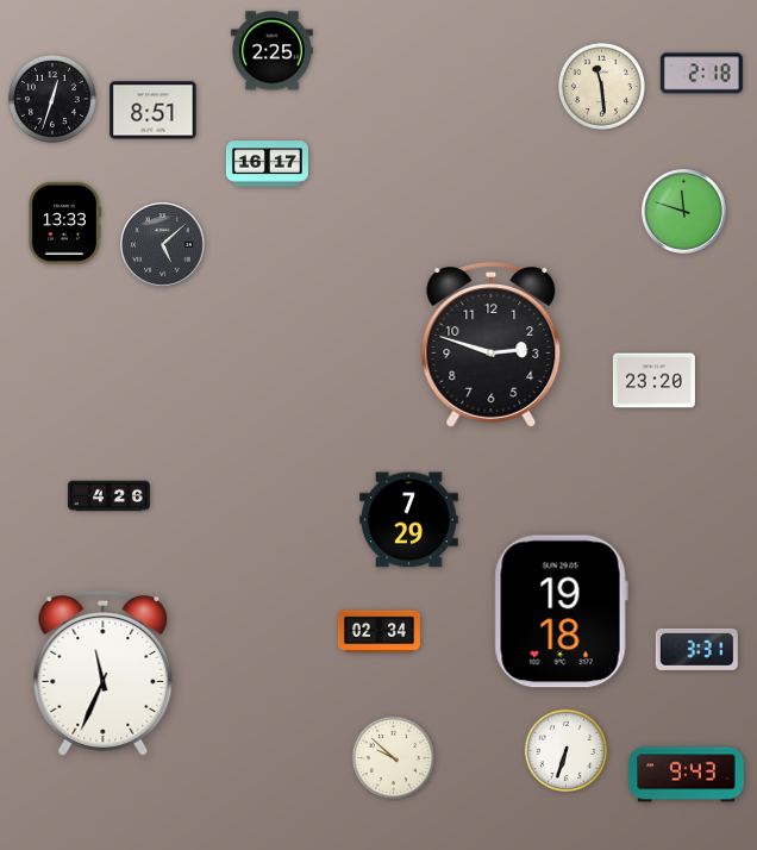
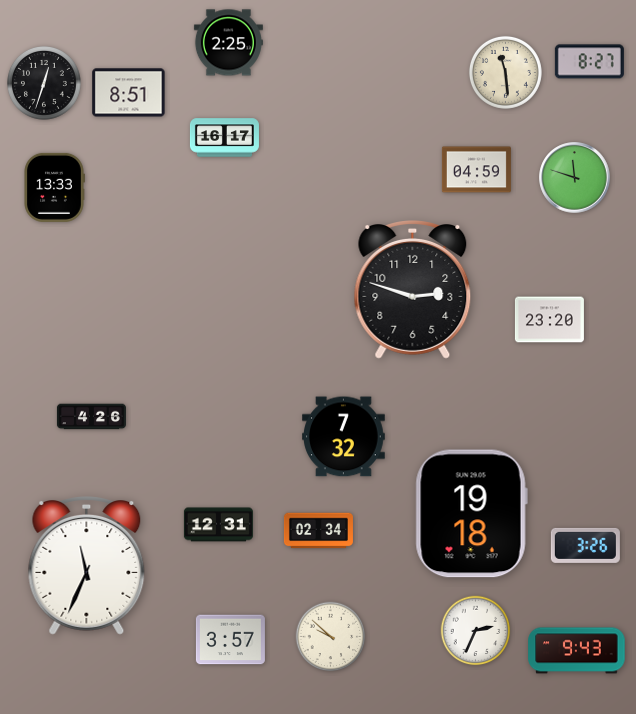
clock at (701, 74): 2:18 -> 8:27
clock at (476, 170): none -> 04:59
clock at (163, 245): 5:08 -> none
clock at (409, 520): 7:29 -> 7:32
clock at (218, 525): none -> 12:31
clock at (696, 649): 3:31 -> 3:26
clock at (567, 751): 6:33 -> 2:34
clock at (230, 640): none -> 3:57
